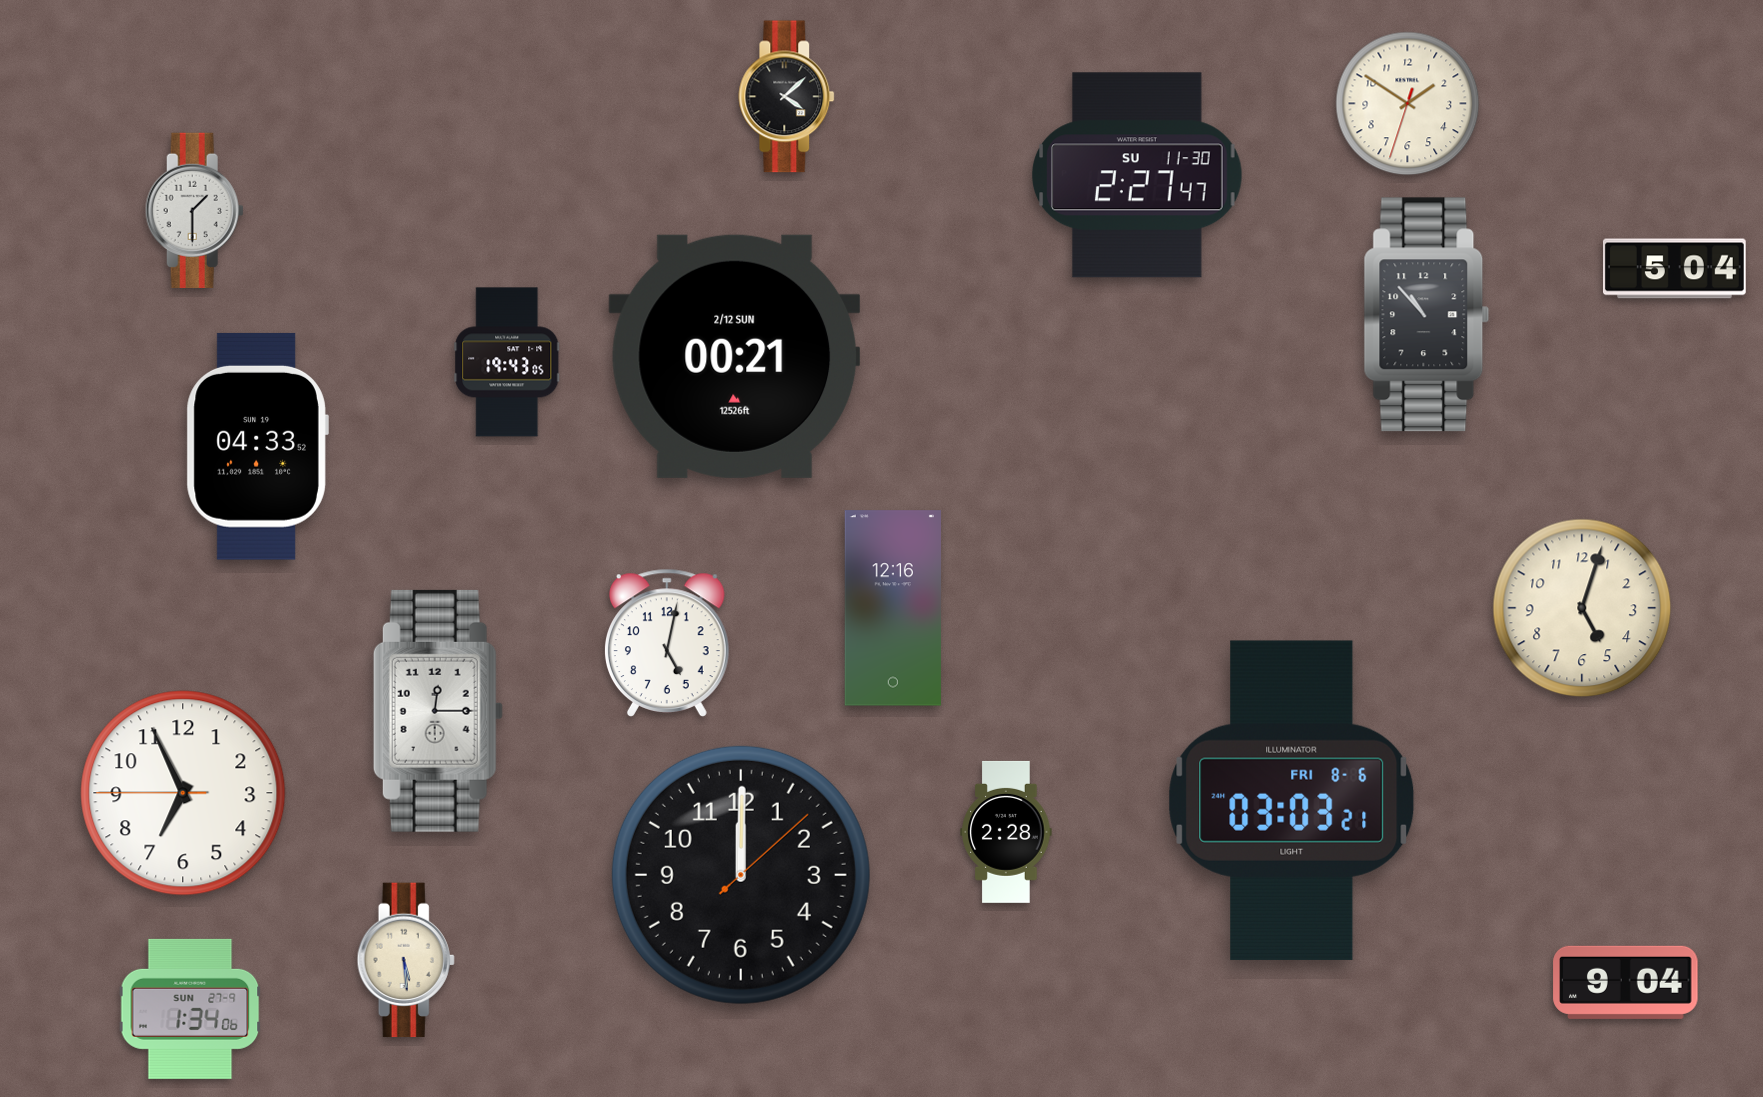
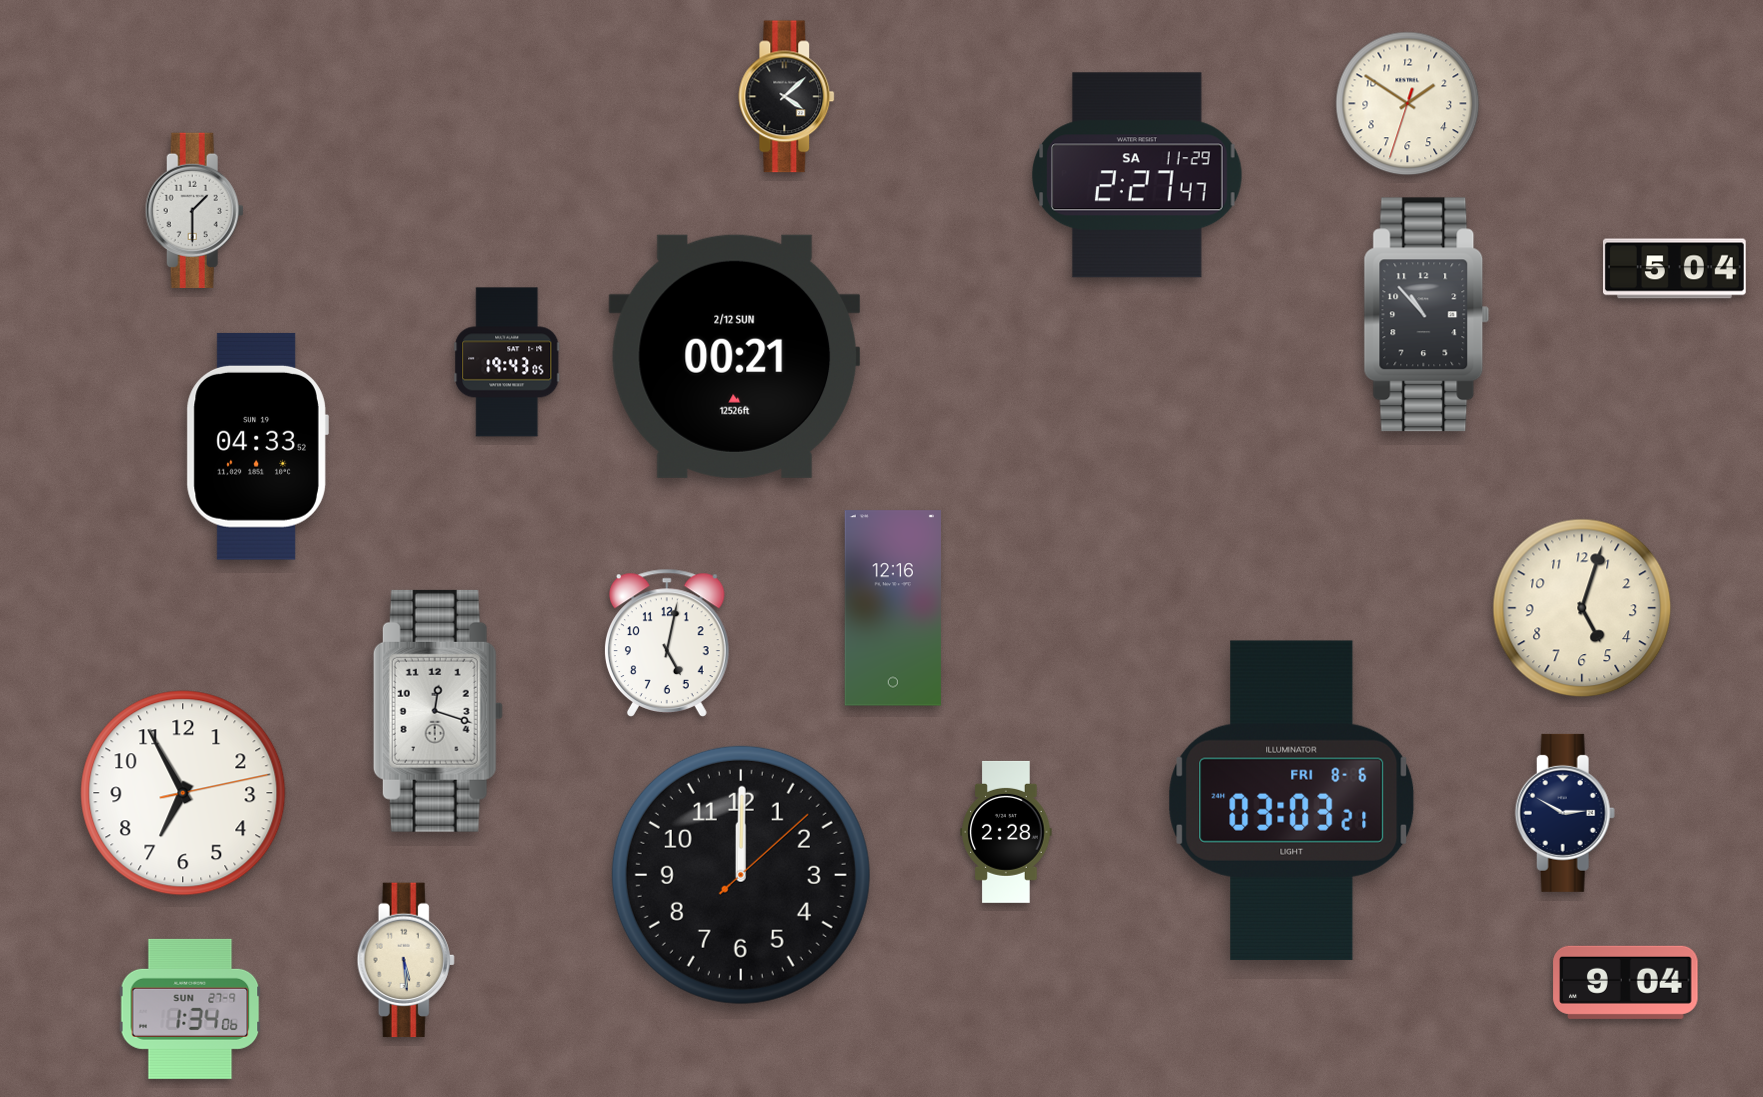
clock at (1137, 175) date: SU 11-30 -> SA 11-29
clock at (438, 711): 12:15 -> 12:18
clock at (183, 793): 6:55:45 -> 6:55:13
clock at (1565, 813): none -> 2:50
